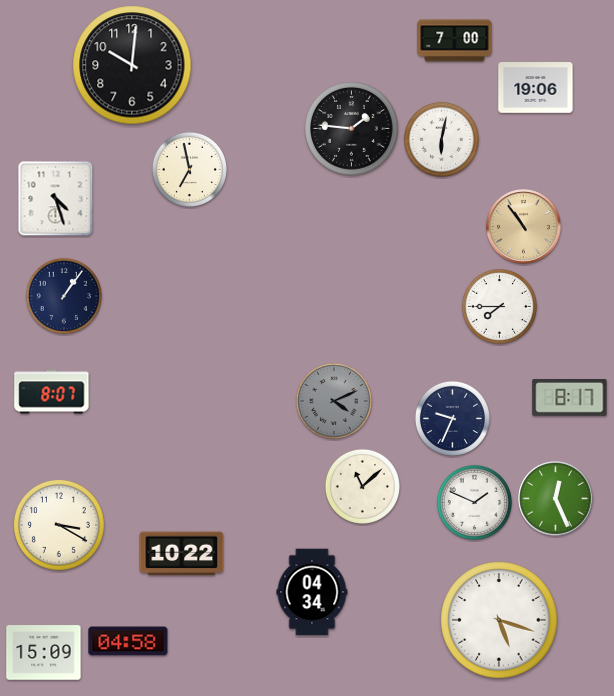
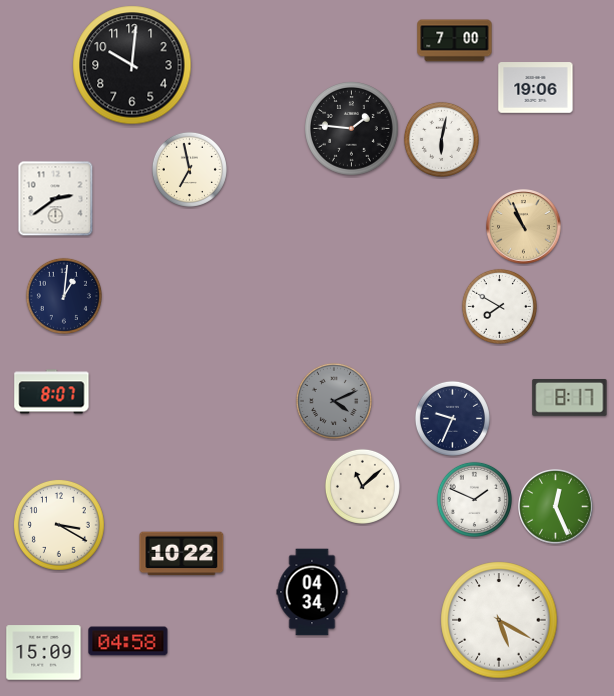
clock at (56, 199): 4:27 -> 2:39
clock at (524, 227): 10:54 -> 10:56
clock at (64, 296): 1:06 -> 1:01
clock at (499, 306): 7:45 -> 7:50
clock at (556, 499) position: (556, 499) -> (556, 507)
clock at (474, 502) position: (474, 502) -> (474, 499)
clock at (499, 620): 5:18 -> 5:20
